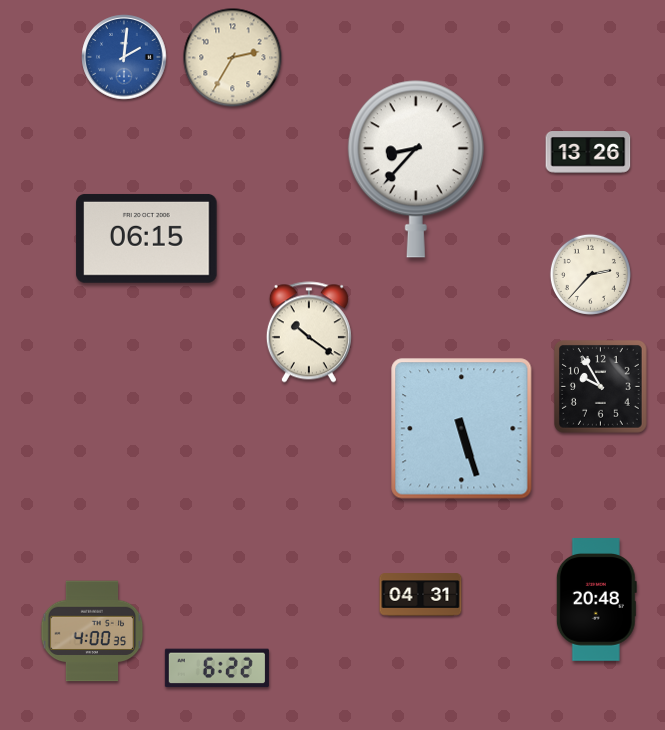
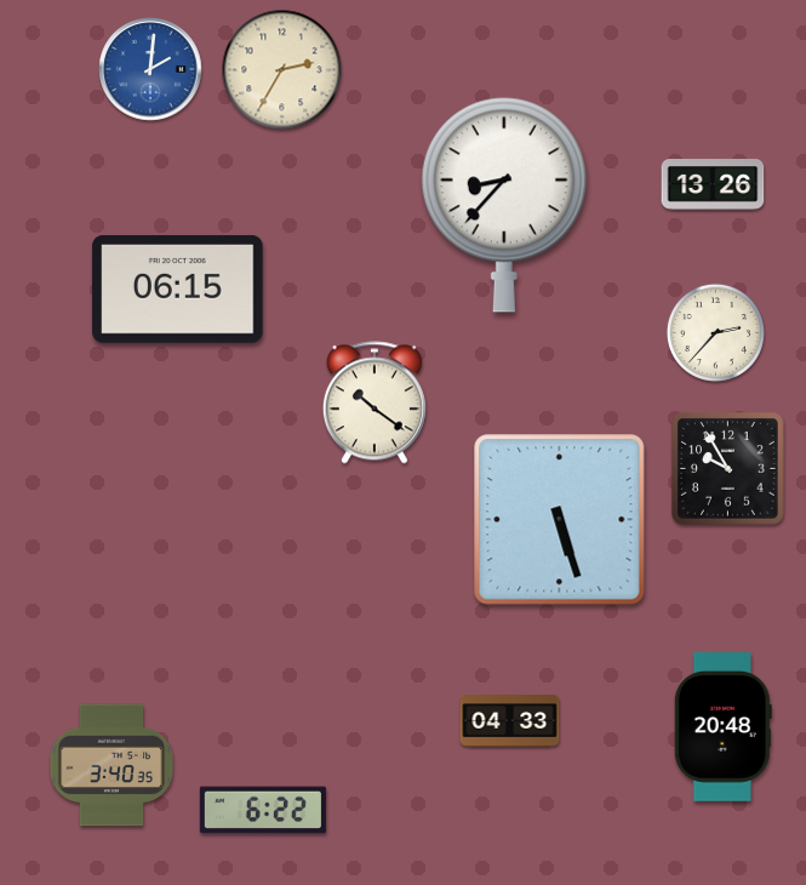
clock at (421, 595): 04:31 -> 04:33
clock at (92, 631): 4:00 -> 3:40
